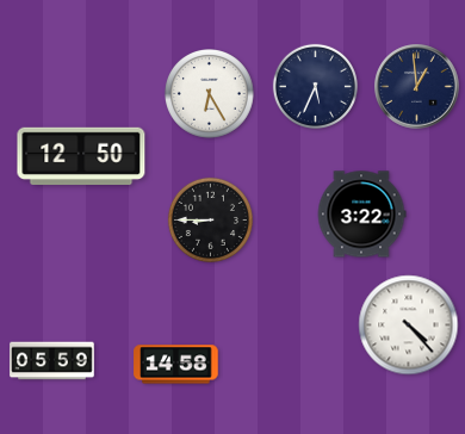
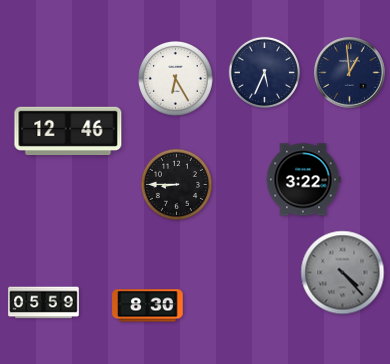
clock at (81, 155): 12:50 -> 12:46
clock at (409, 325) dial: white -> grey
clock at (176, 365): 14:58 -> 8:30
